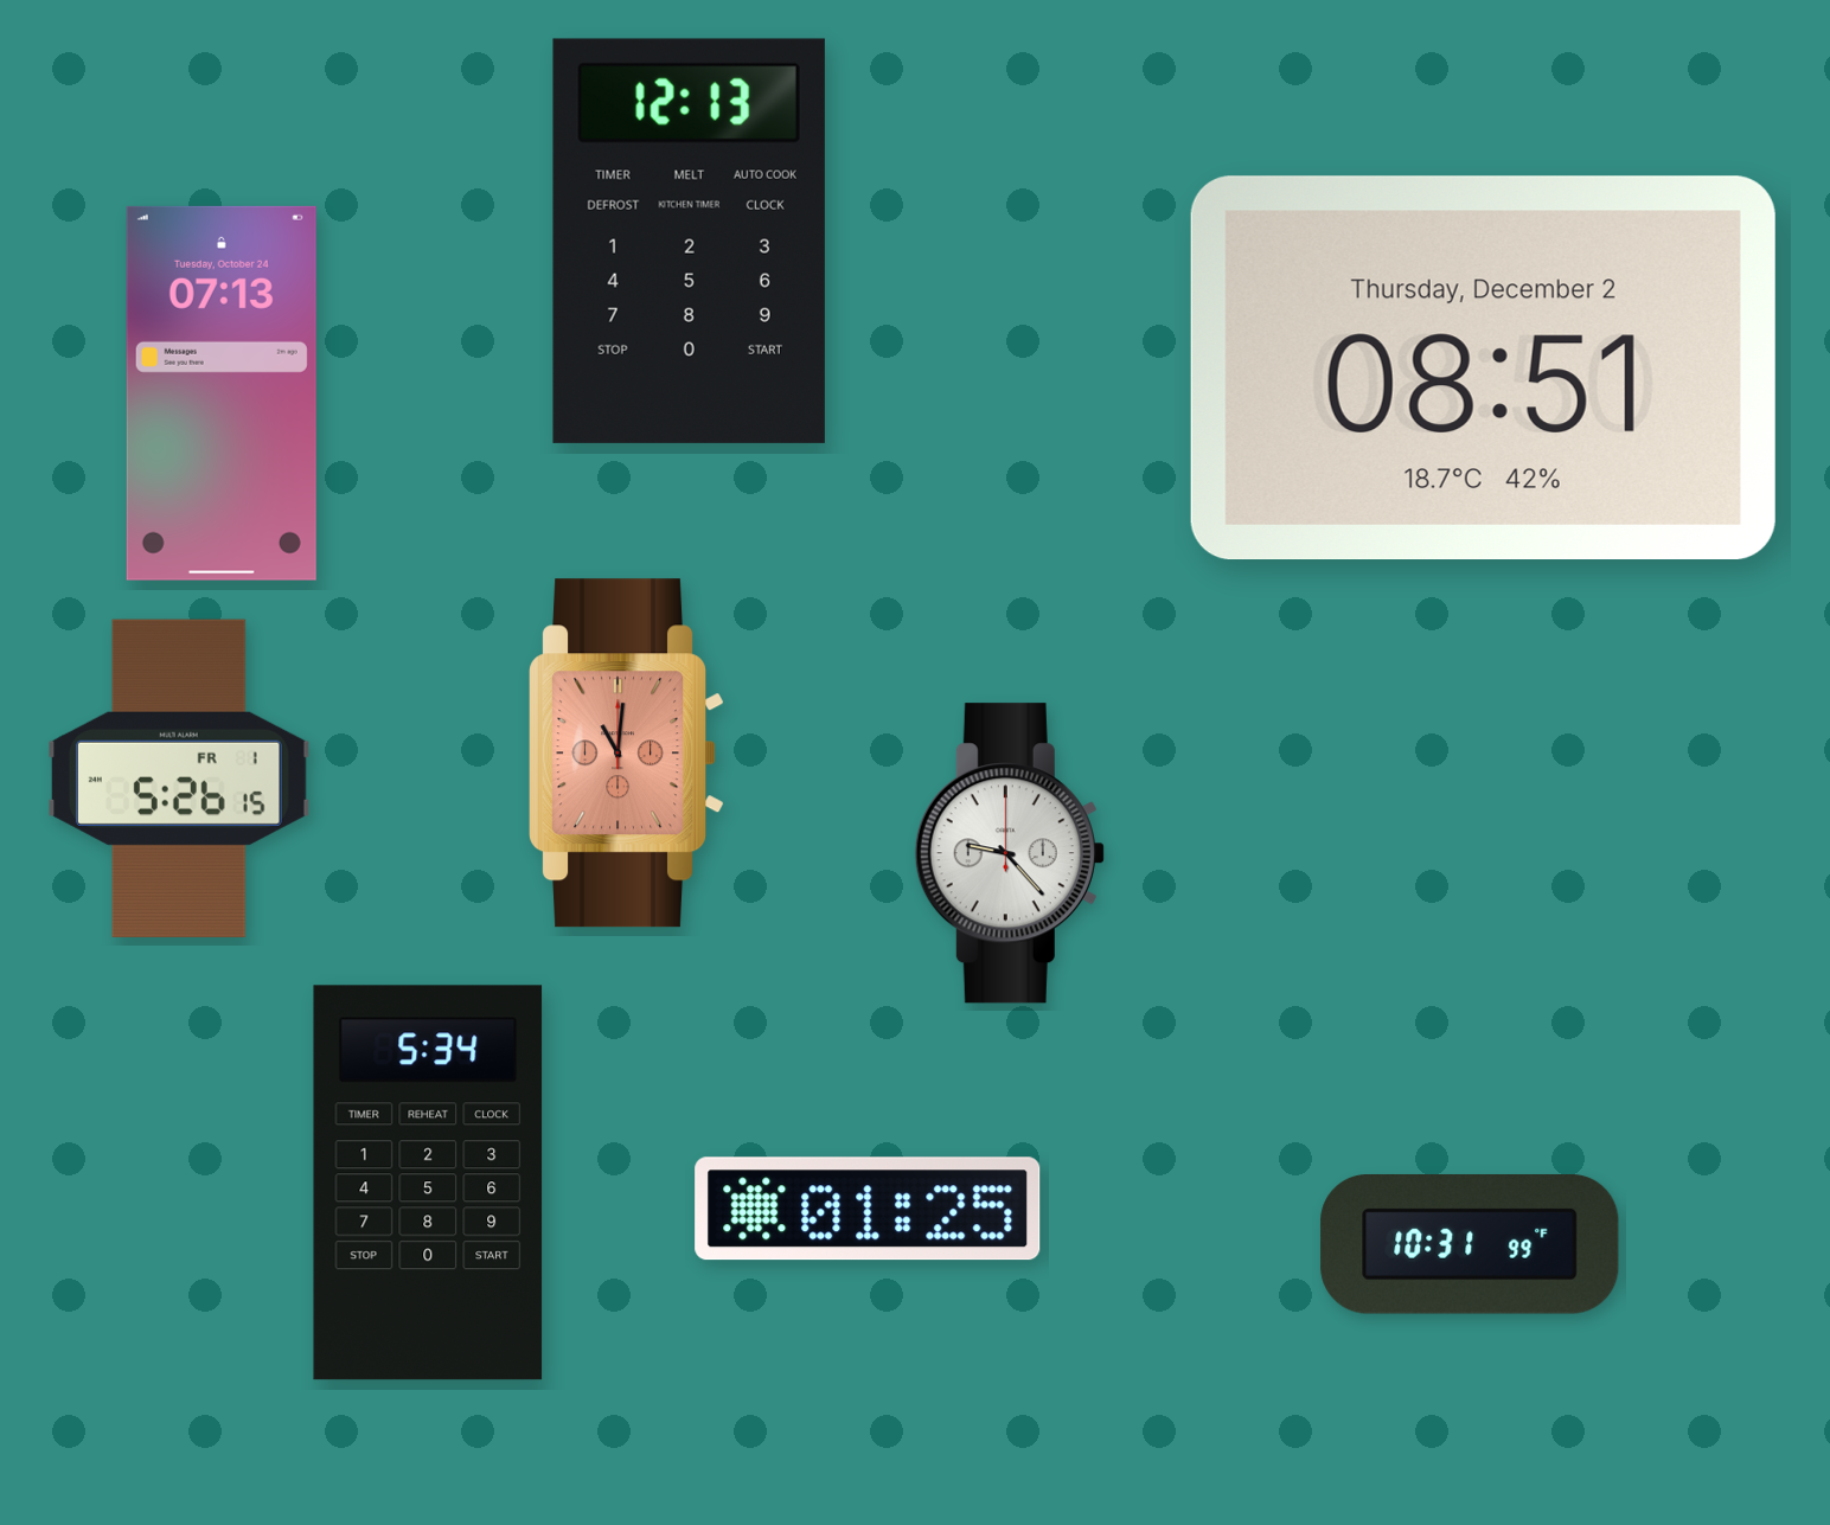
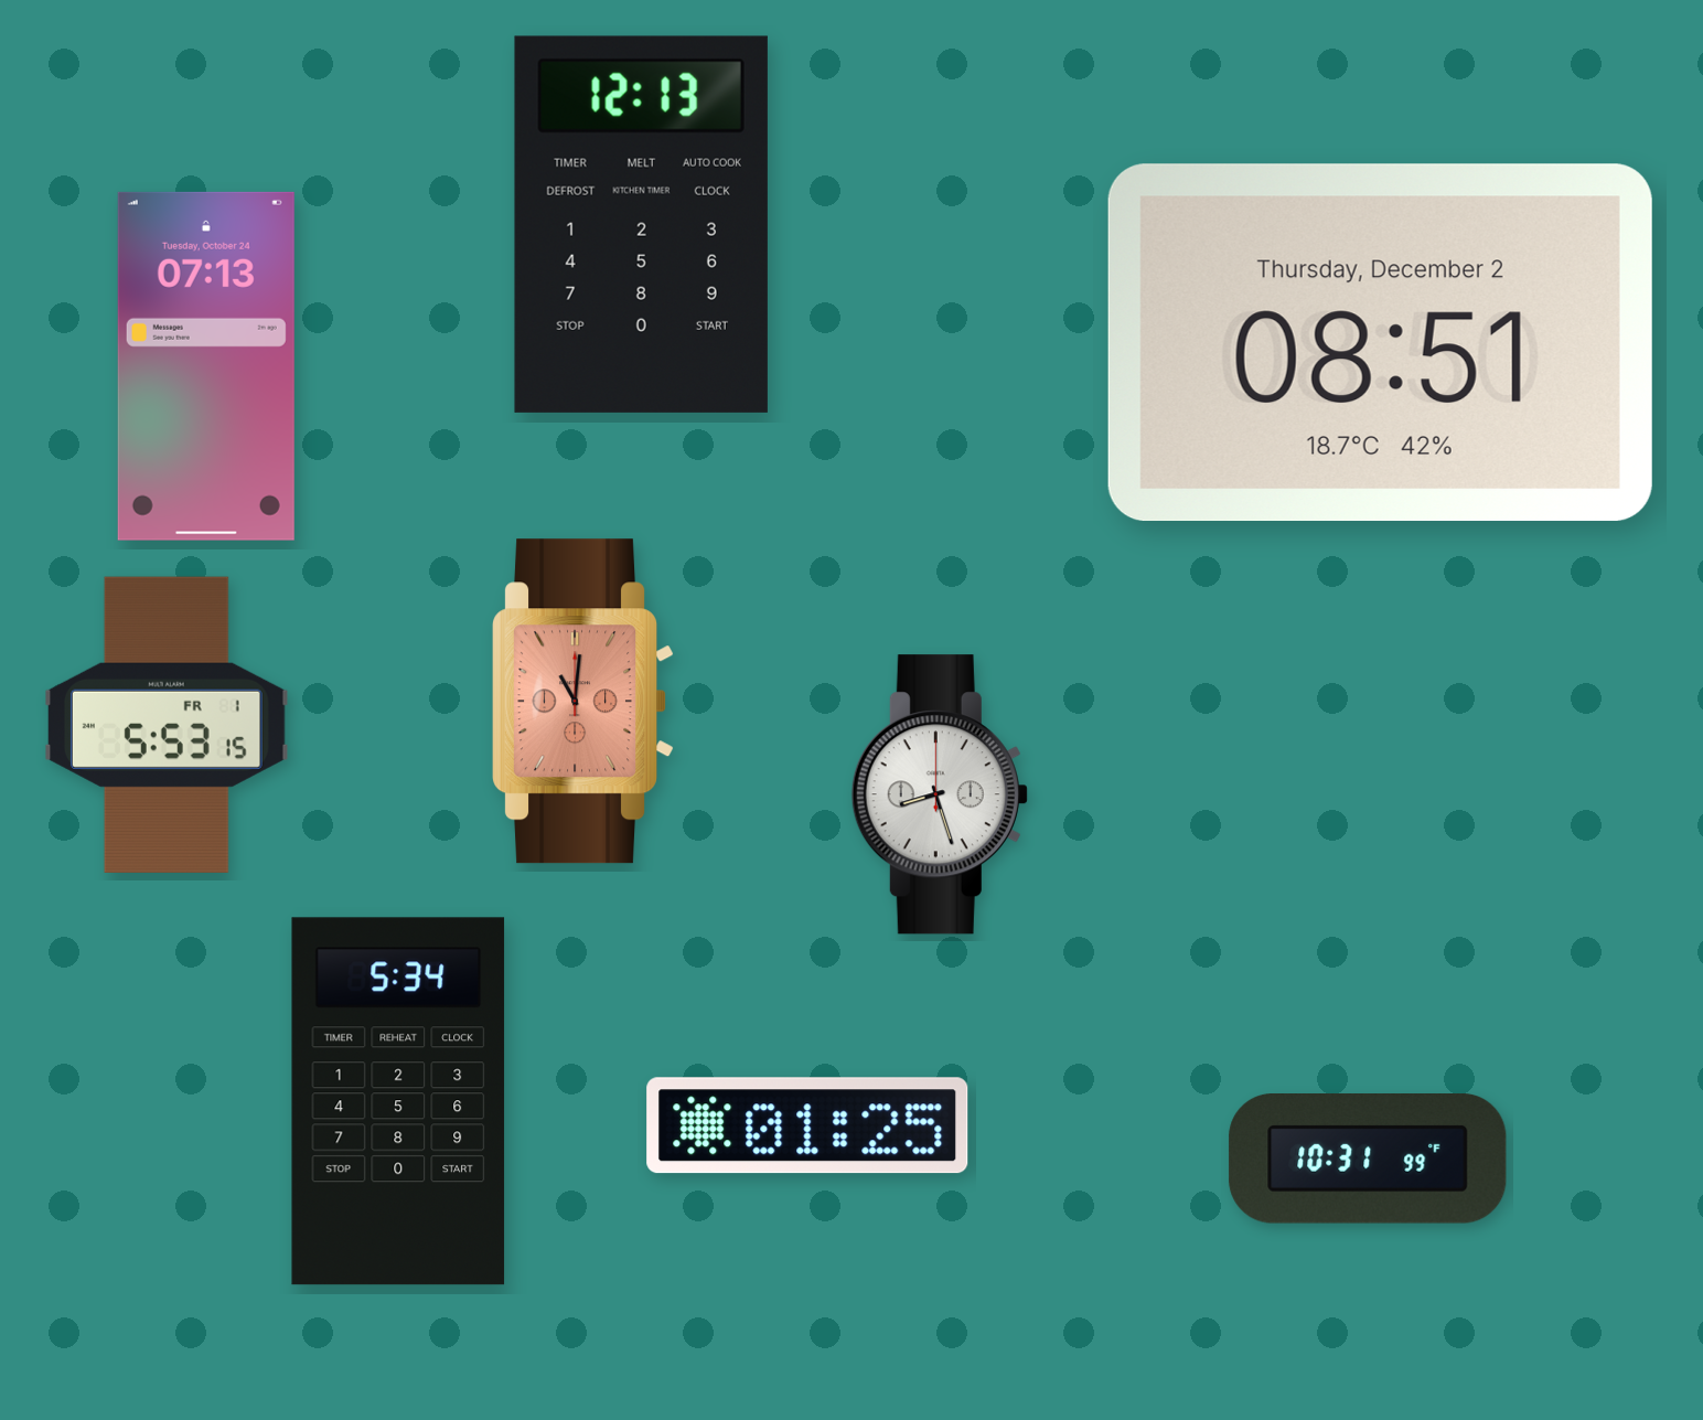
clock at (180, 778): 5:26 -> 5:53
clock at (1010, 853): 9:23 -> 8:27
